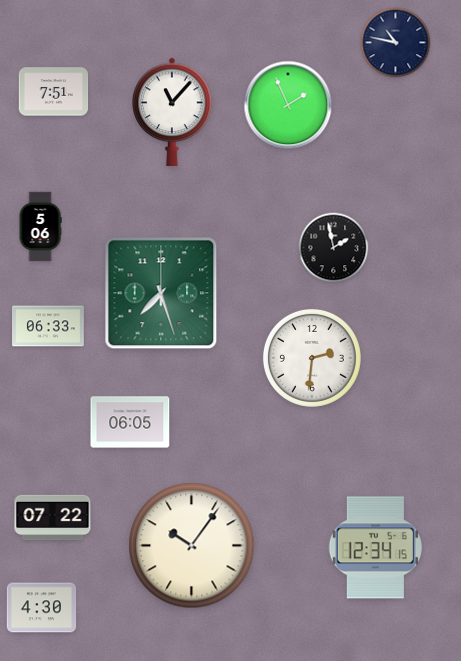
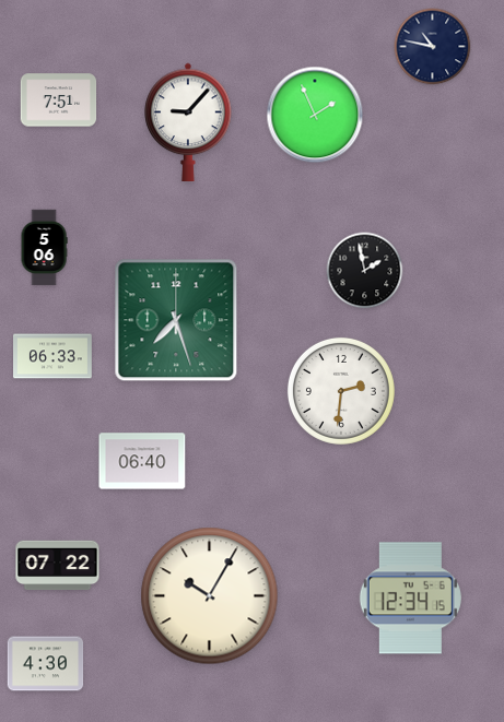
clock at (172, 111): 11:07 -> 9:07
clock at (130, 422): 06:05 -> 06:40
clock at (192, 546): 10:06 -> 10:05
